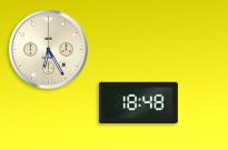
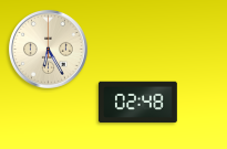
clock at (138, 103): 18:48 -> 02:48
